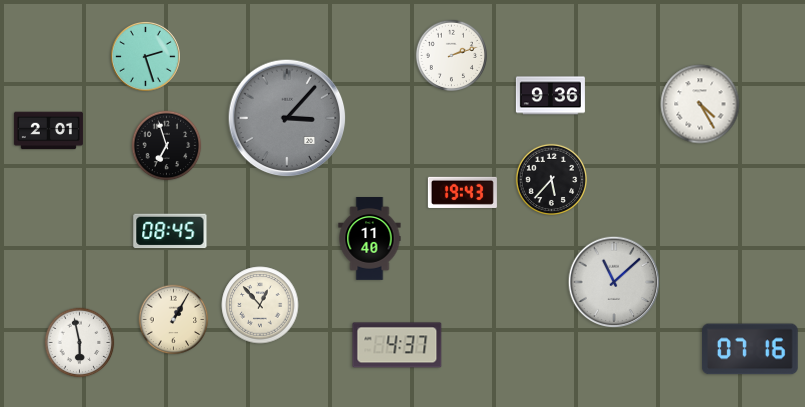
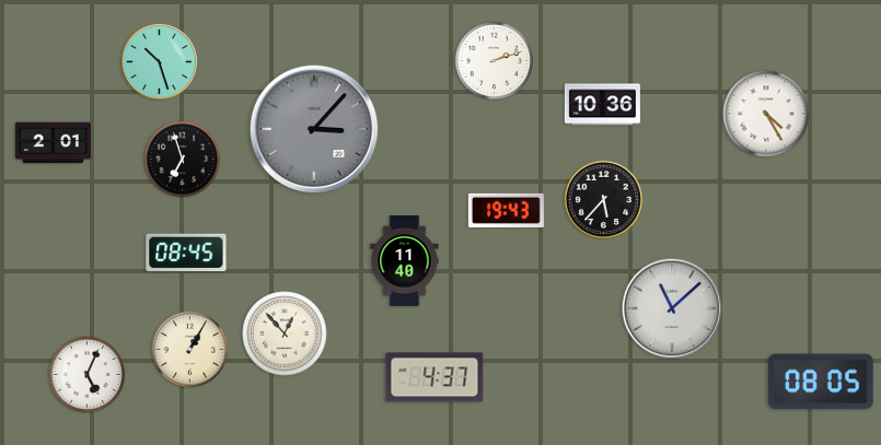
clock at (145, 56): 2:27 -> 10:27
clock at (550, 96): 9:36 -> 10:36
clock at (551, 179) position: (551, 179) -> (603, 199)
clock at (80, 343): 5:58 -> 5:04
clock at (750, 349): 07:16 -> 08:05
